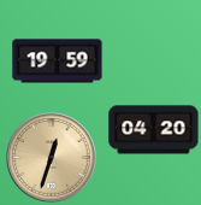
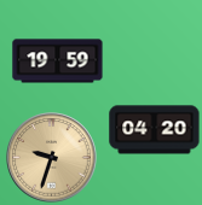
clock at (52, 158): 12:33 -> 9:33
